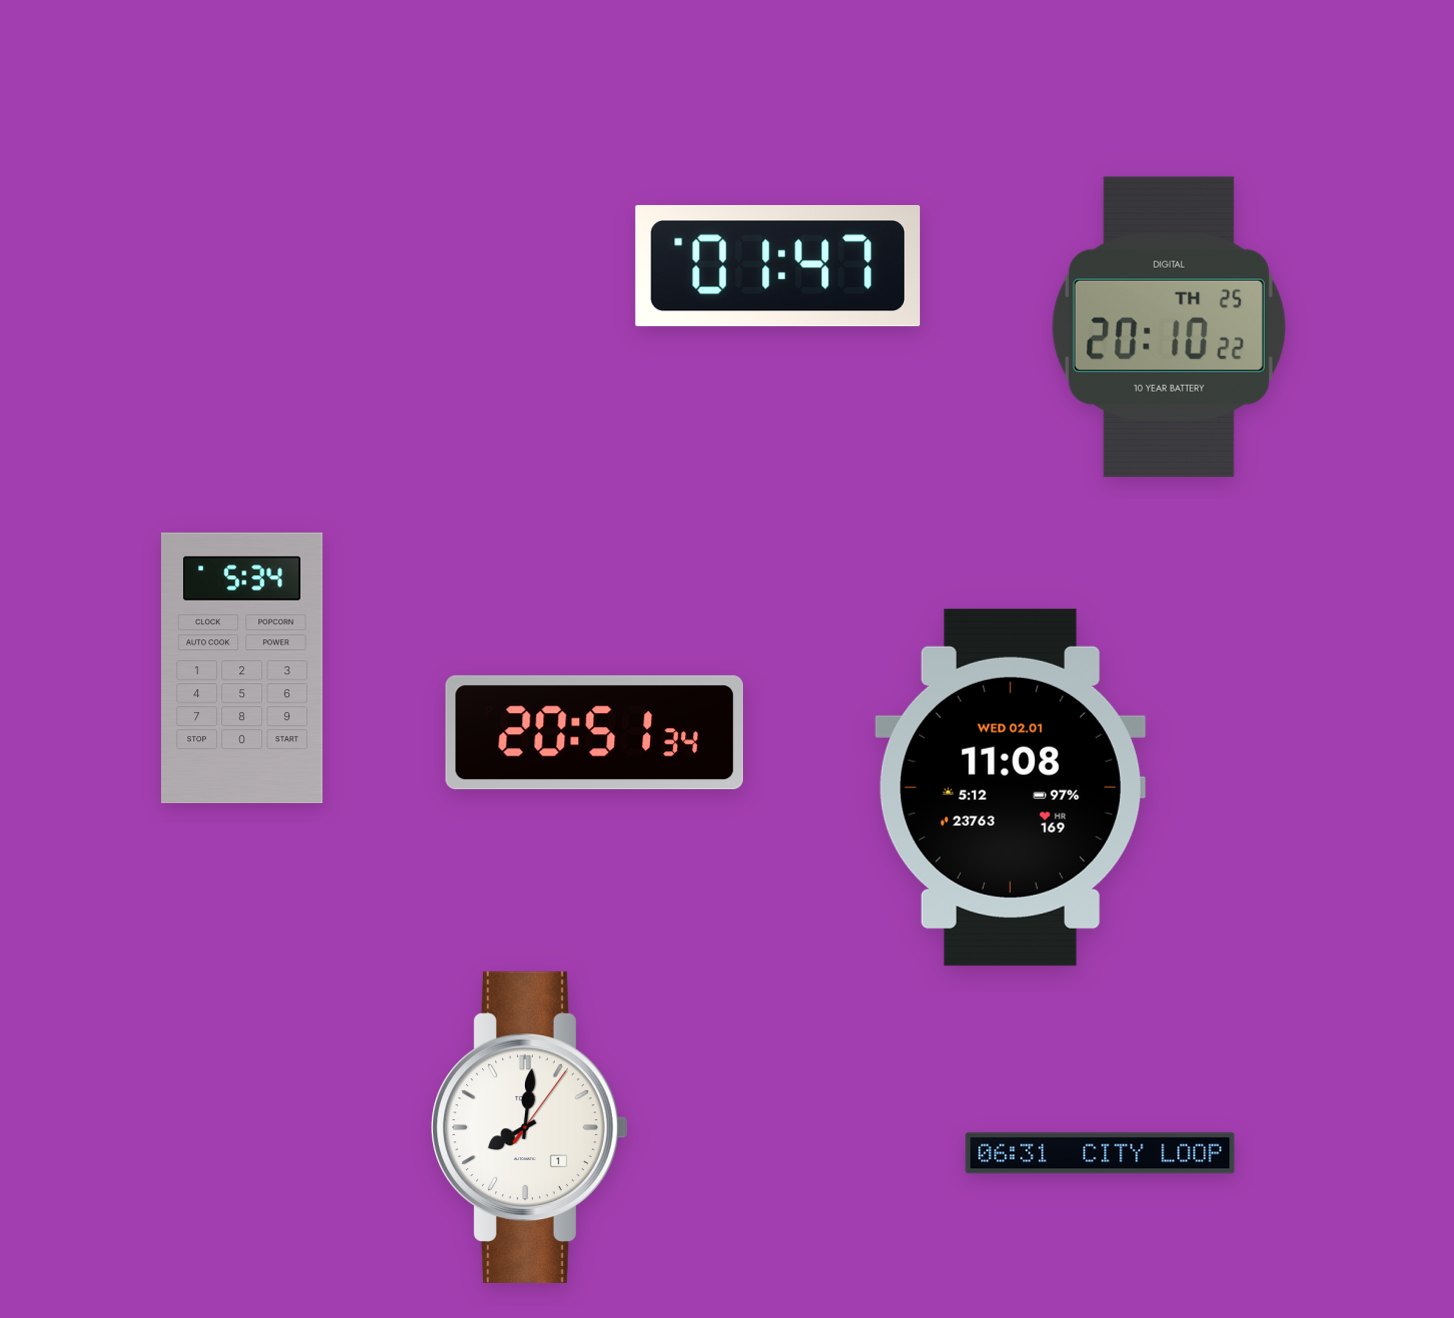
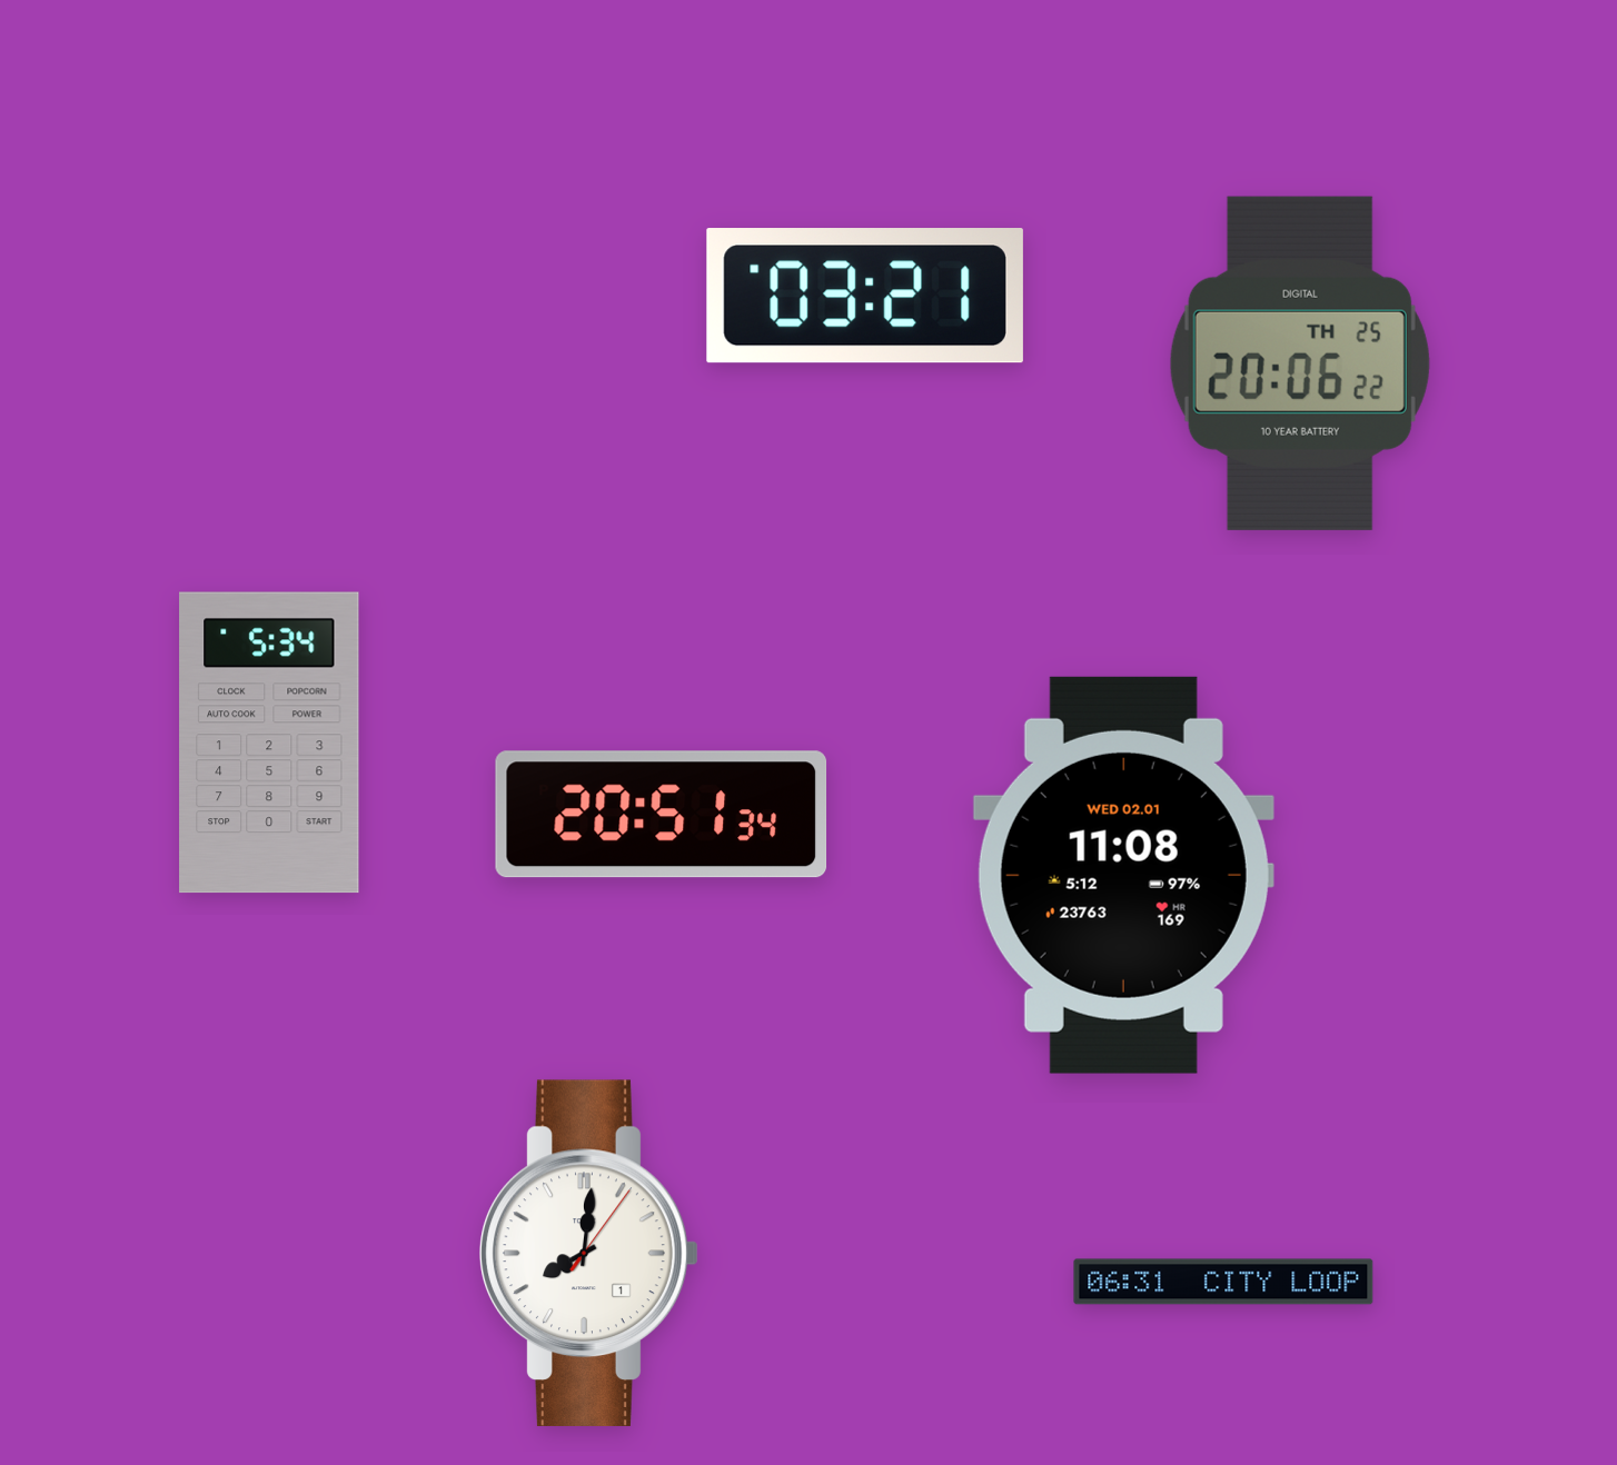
clock at (778, 266): 01:47 -> 03:21
clock at (1169, 327): 20:10 -> 20:06
